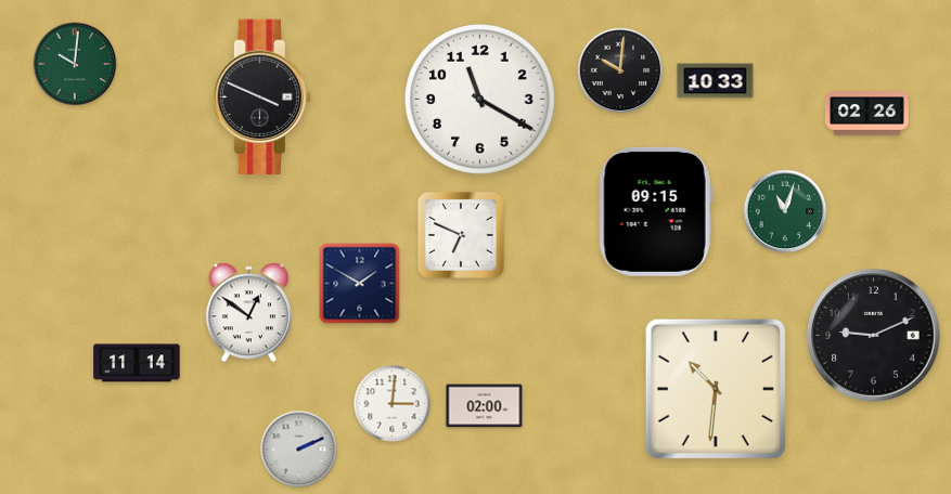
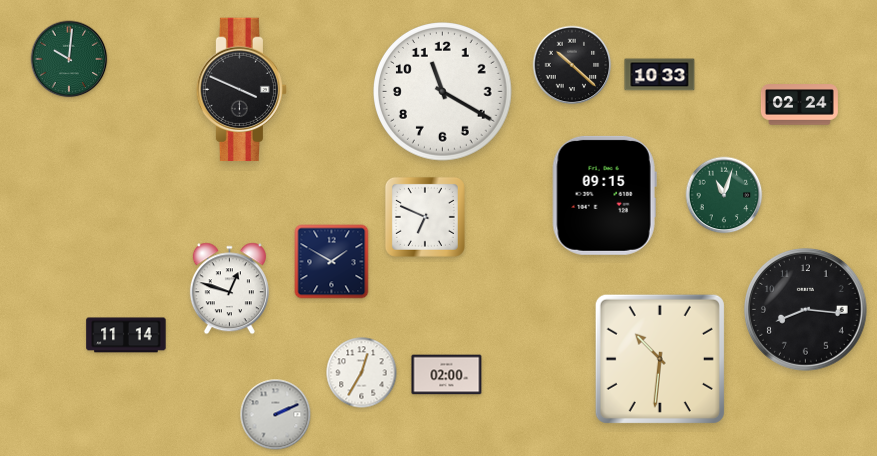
clock at (620, 70): 10:01 -> 10:22
clock at (866, 114): 02:26 -> 02:24
clock at (248, 313): 12:51 -> 12:48
clock at (874, 336): 9:11 -> 8:16
clock at (393, 404): 3:01 -> 12:35
